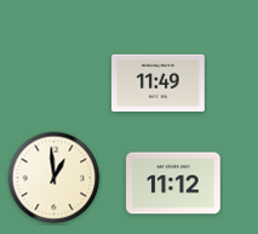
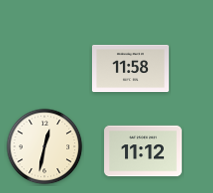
clock at (159, 82): 11:49 -> 11:58
clock at (55, 178): 12:59 -> 12:32
